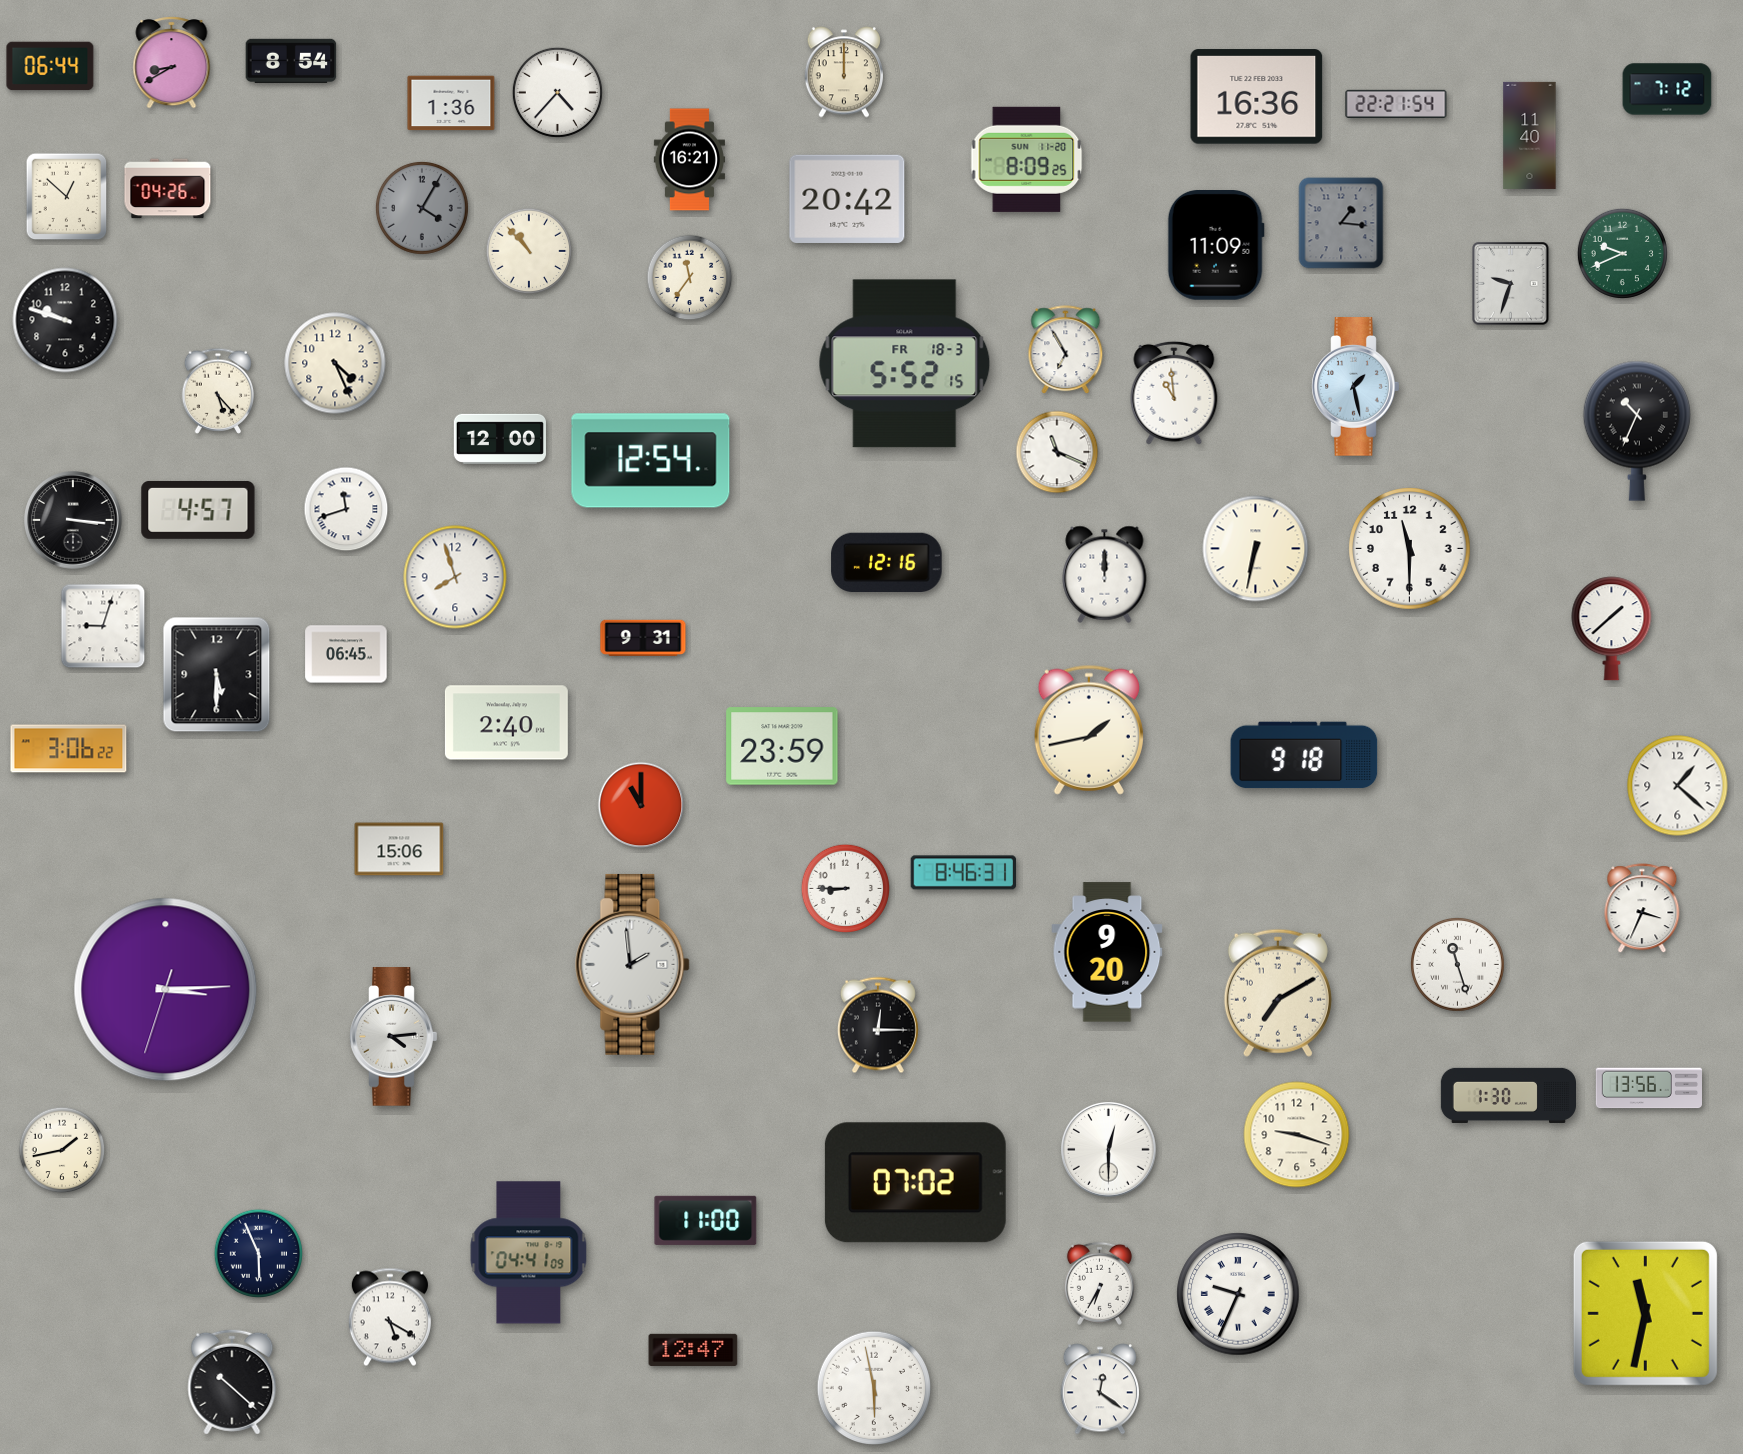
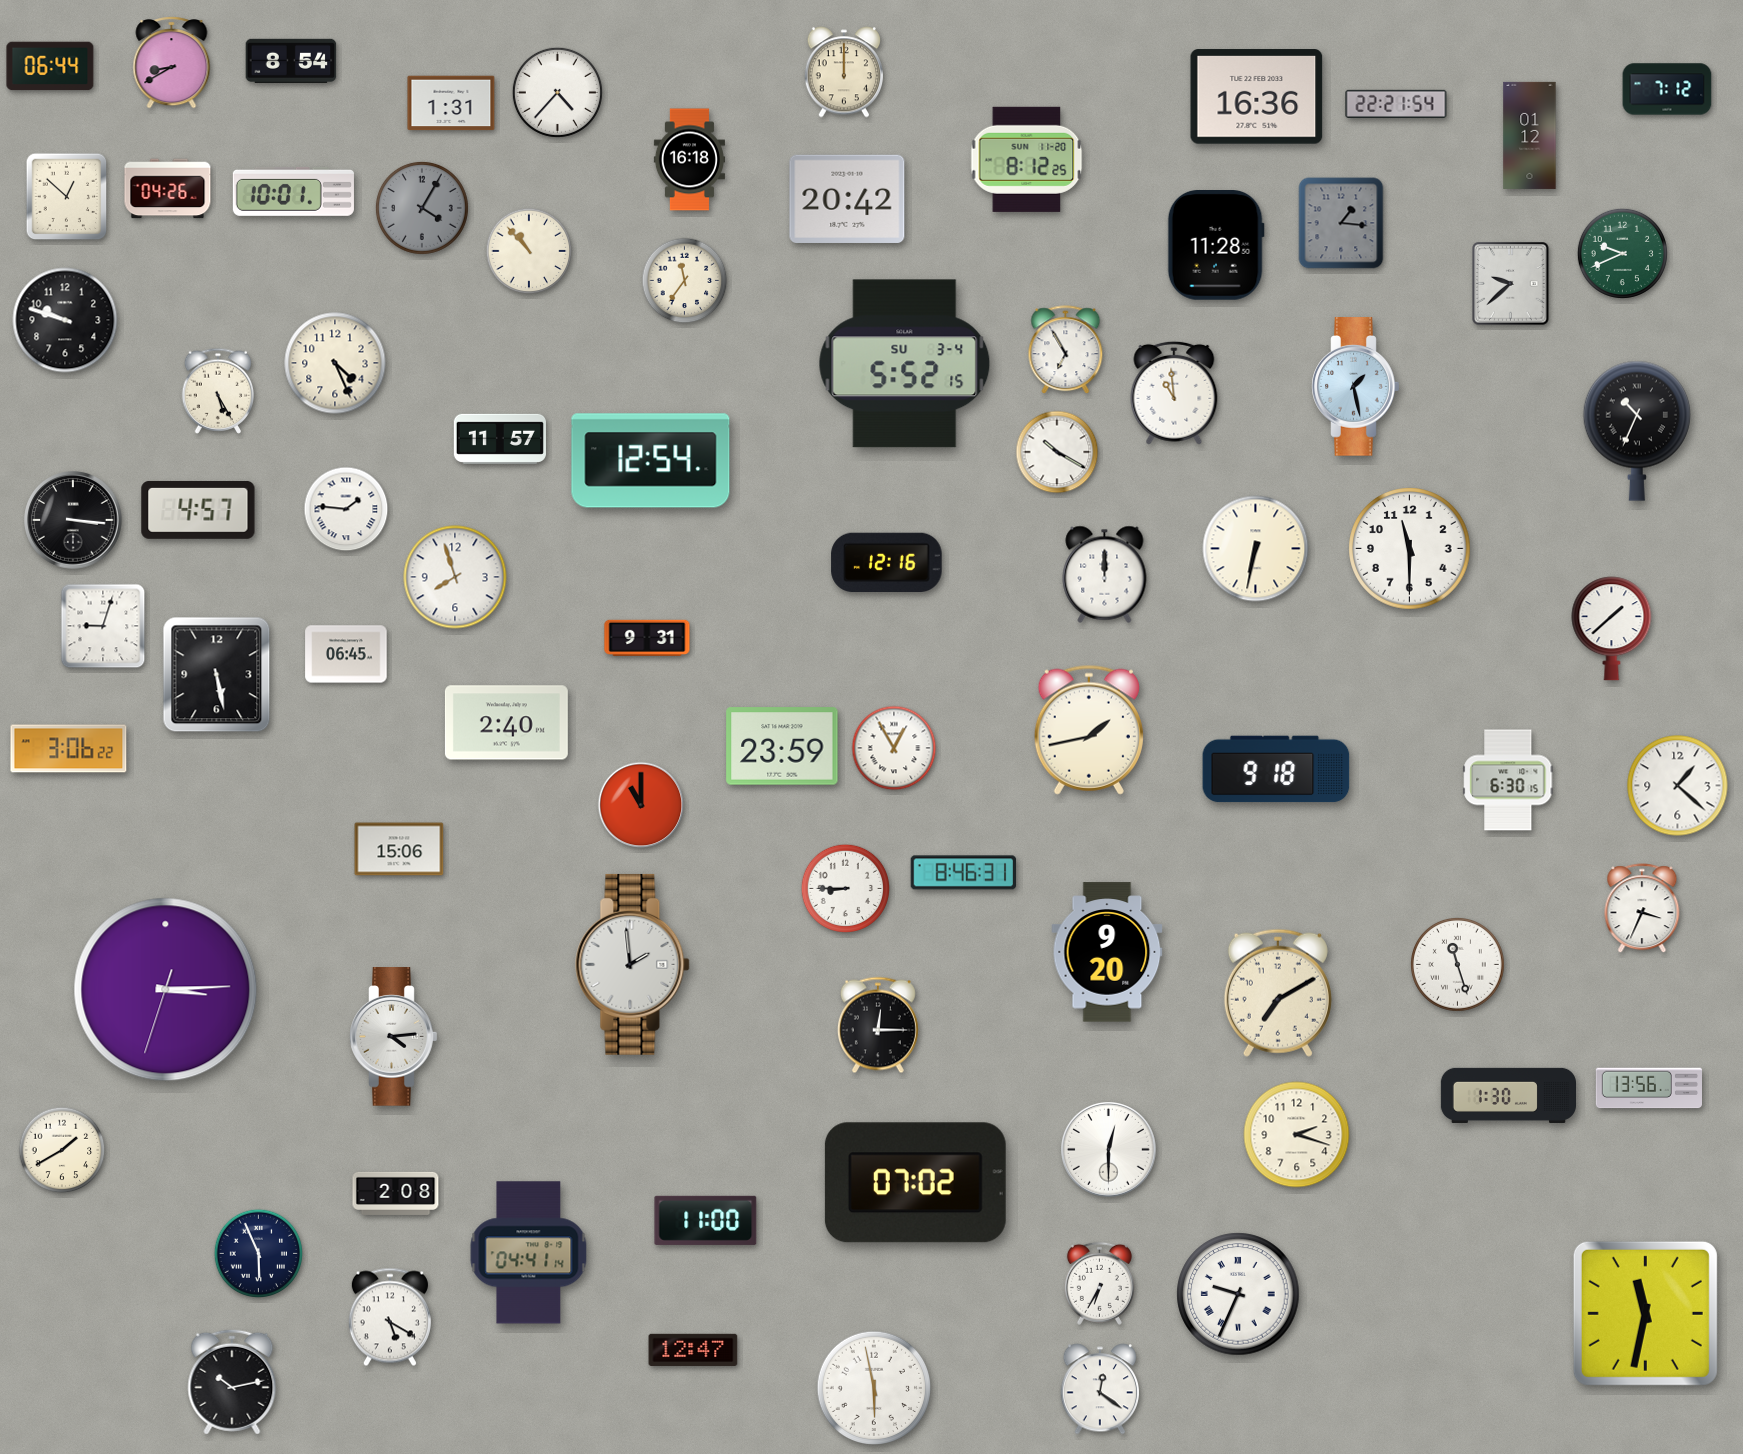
clock at (451, 103): 1:36 -> 1:31
clock at (1530, 135): 11:40 -> 01:12
clock at (1027, 159): 8:09 -> 8:12
clock at (689, 160): 16:21 -> 16:18
clock at (293, 191): none -> 10:01
clock at (1216, 246): 11:09 -> 11:28
clock at (690, 278) position: (690, 278) -> (685, 281)
clock at (1511, 284): 9:33 -> 9:38
clock at (905, 364) date: FR 18-3 -> SU 3-4
clock at (218, 391): 5:23 -> 5:25
clock at (500, 439): 12:00 -> 11:57
clock at (1057, 452): 11:19 -> 10:20
clock at (346, 509): 11:42 -> 1:46
clock at (643, 637) position: (643, 637) -> (647, 637)
clock at (217, 675): 5:30 -> 5:28
clock at (894, 748): none -> 12:55
clock at (1304, 755) position: (1304, 755) -> (1276, 769)
clock at (1508, 780): none -> 6:30
clock at (1297, 1135): 9:18 -> 2:18
clock at (62, 1150): 1:43 -> 1:40
clock at (396, 1193): none -> 2:08
clock at (529, 1253): 04:41:09 -> 04:41:14
clock at (232, 1382): 10:22 -> 10:13
